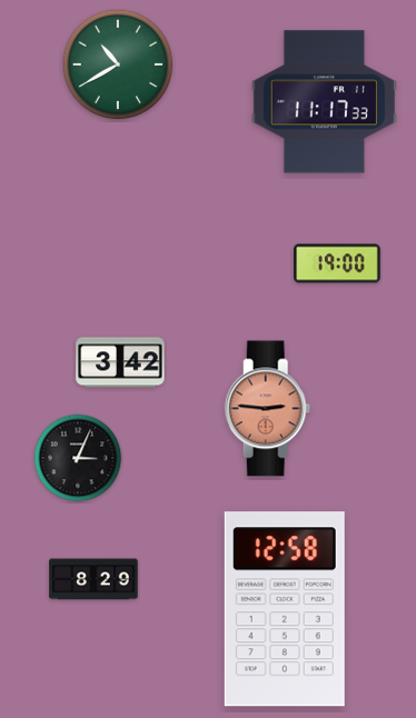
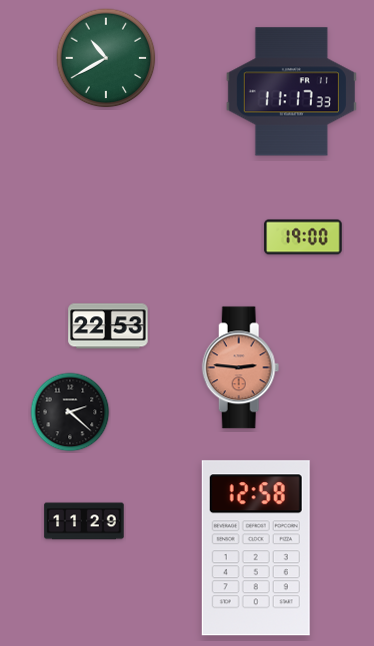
clock at (120, 362): 3:42 -> 22:53
clock at (78, 458): 3:04 -> 2:22
clock at (93, 579): 8:29 -> 11:29
